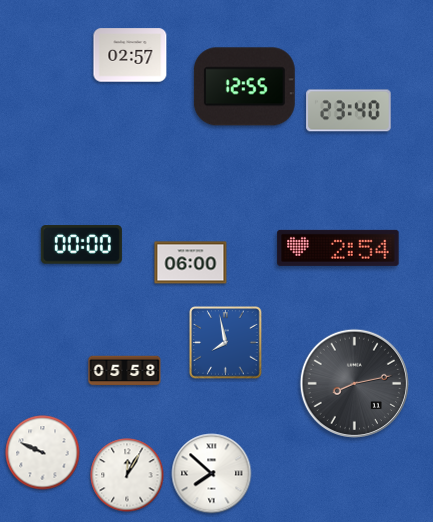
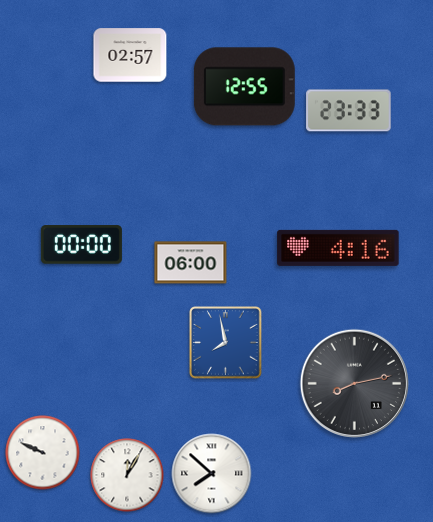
clock at (349, 111): 23:40 -> 23:33
clock at (338, 248): 2:54 -> 4:16
clock at (125, 371): 05:58 -> none
